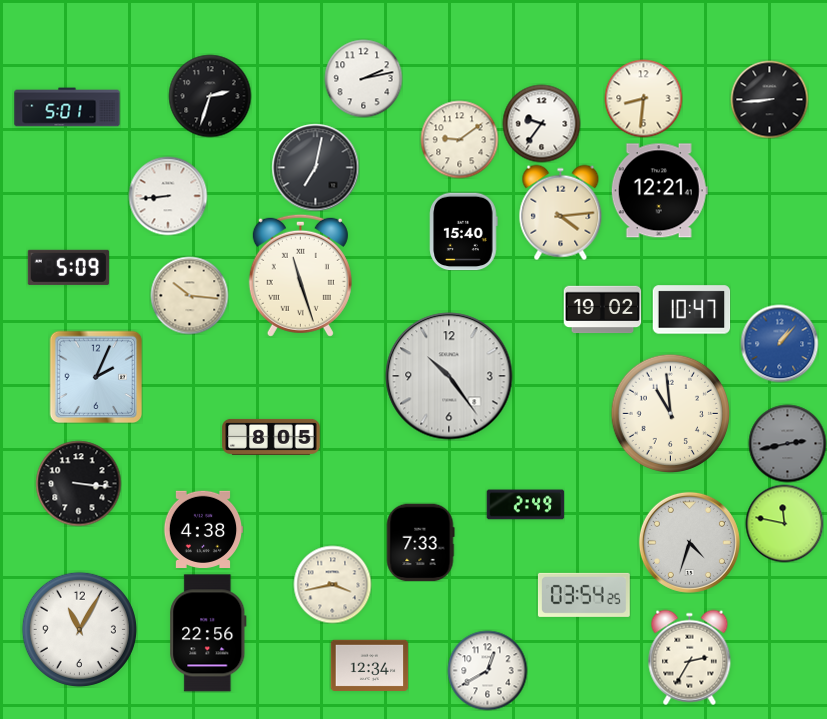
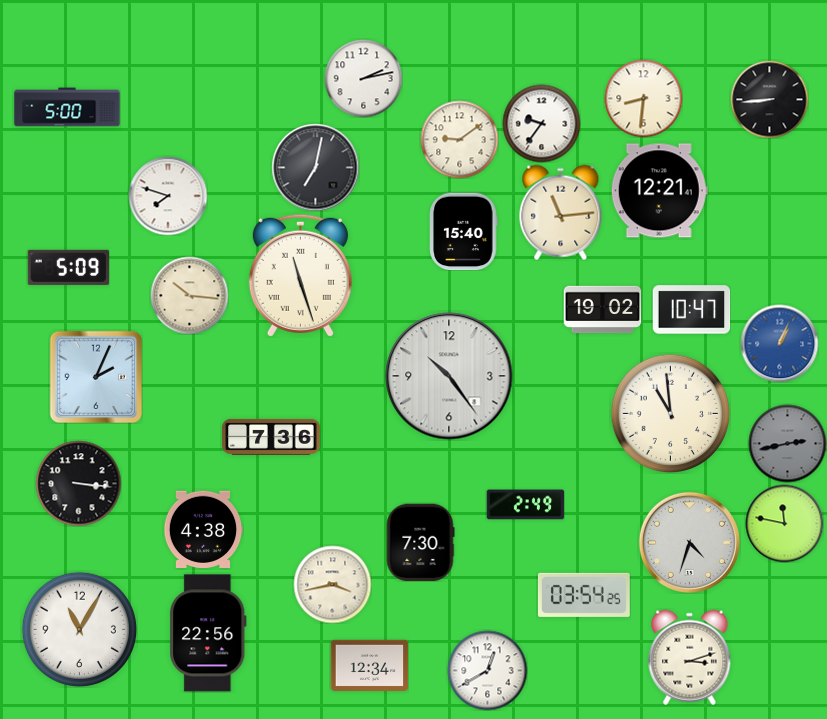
clock at (210, 96): 2:33 -> none
clock at (67, 107): 5:01 -> 5:00
clock at (168, 196): 8:44 -> 7:48
clock at (561, 212): 4:14 -> 11:14
clock at (779, 343): 1:07 -> 1:04
clock at (271, 437): 8:05 -> 7:36
clock at (420, 542): 7:33 -> 7:30
clock at (690, 657): 2:35 -> 3:12
